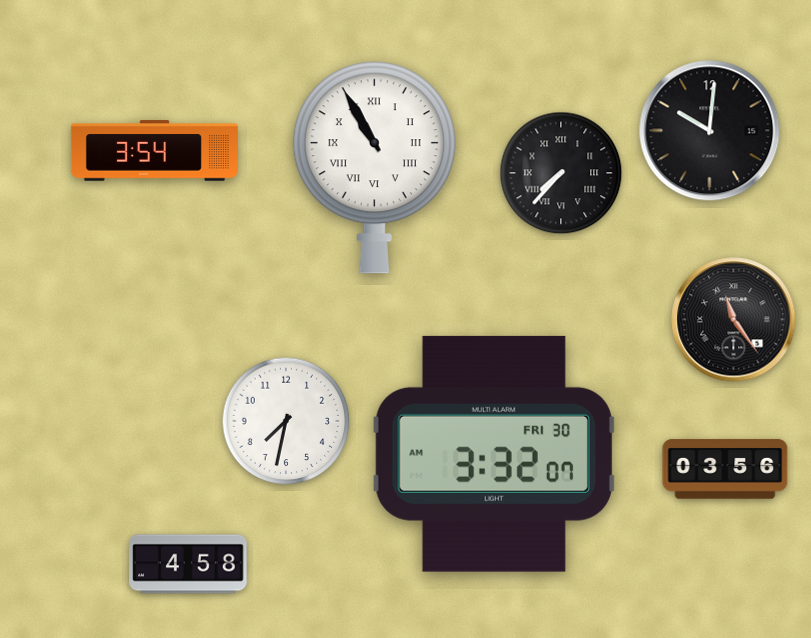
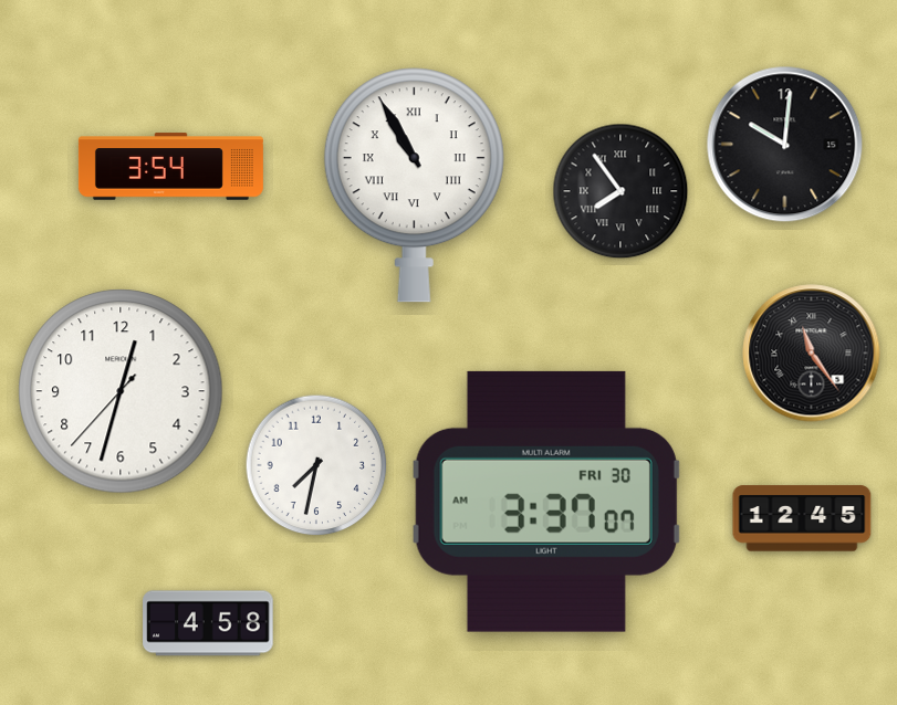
clock at (561, 173): 7:37 -> 7:54
clock at (121, 391): none -> 12:32
clock at (494, 454): 3:32 -> 3:37
clock at (725, 469): 03:56 -> 12:45
